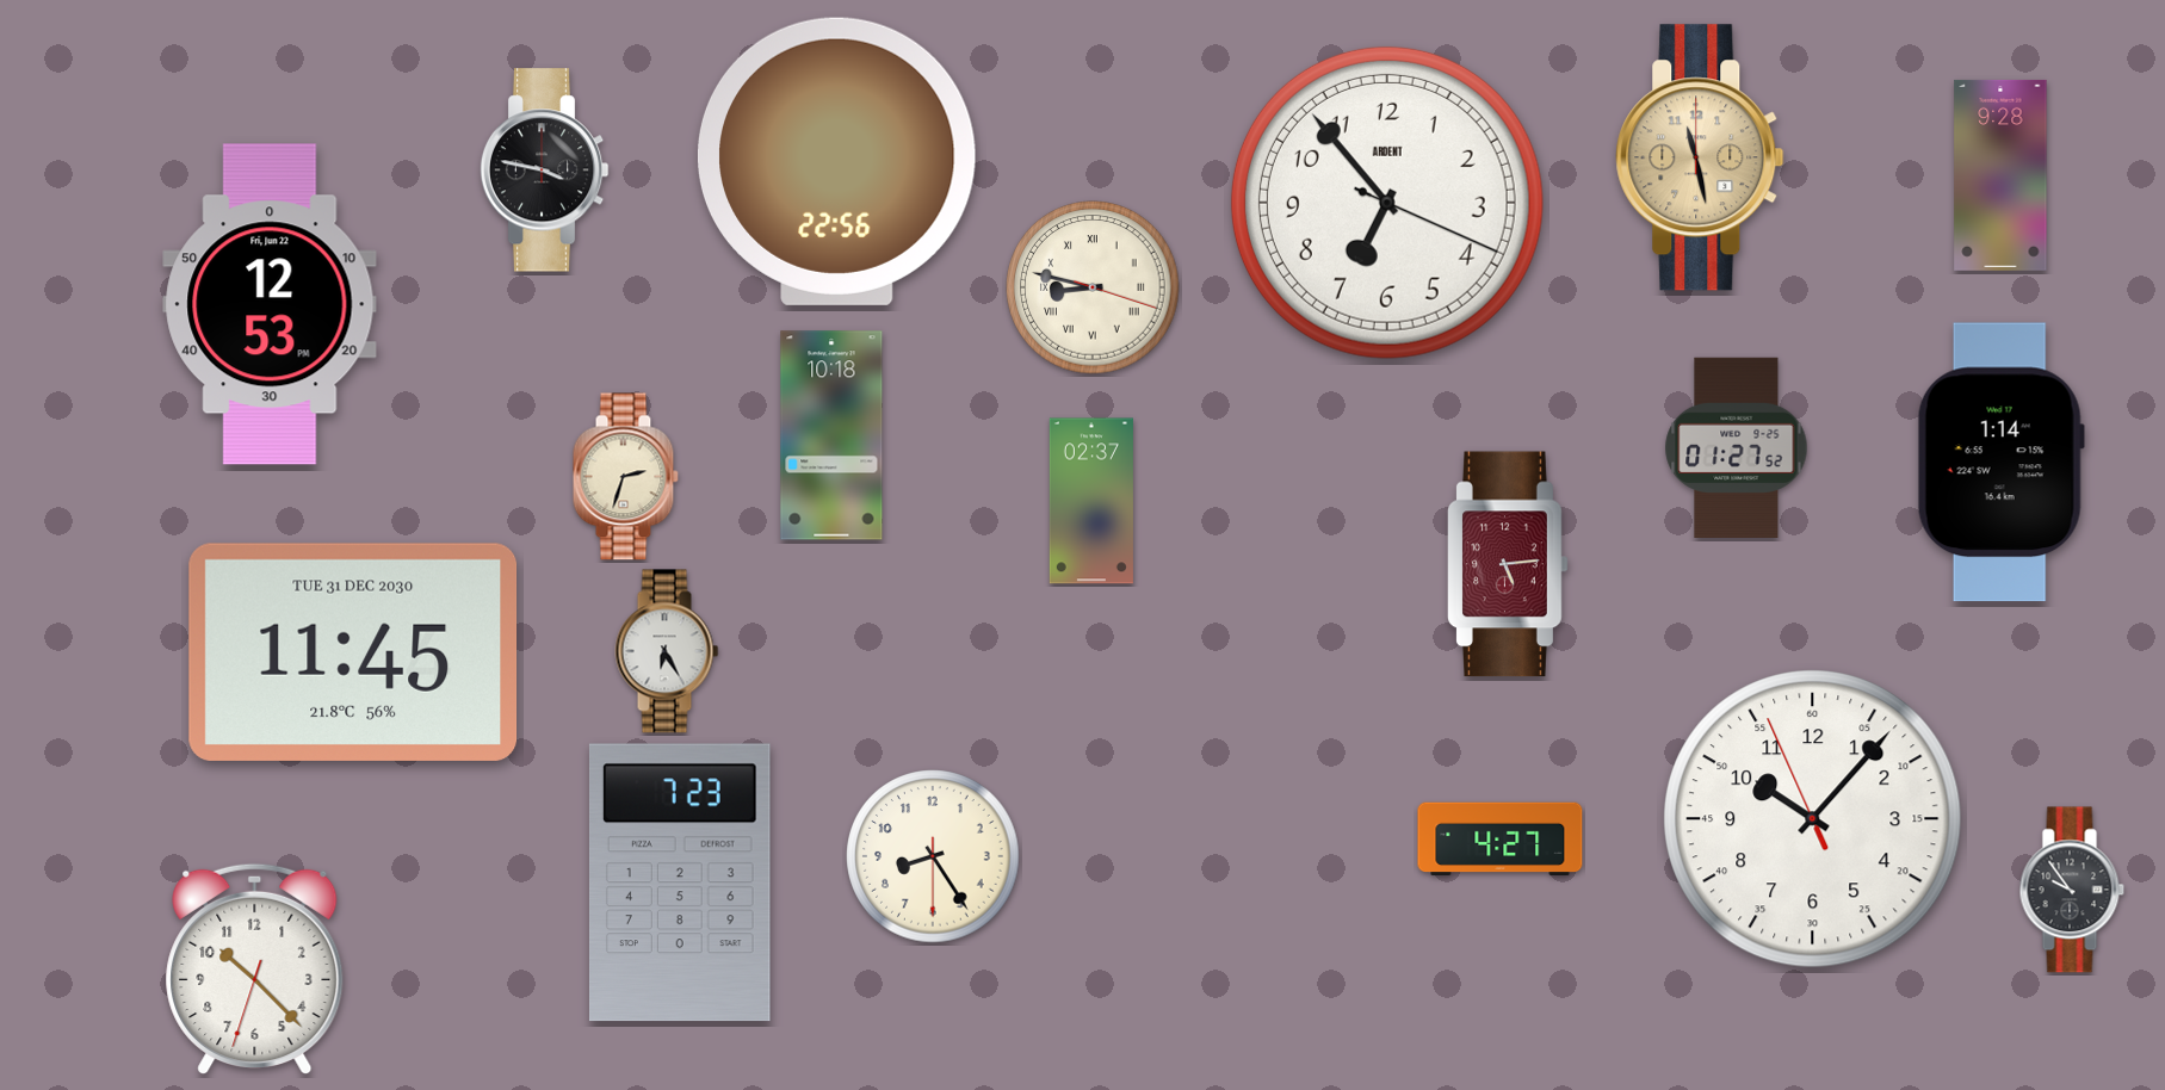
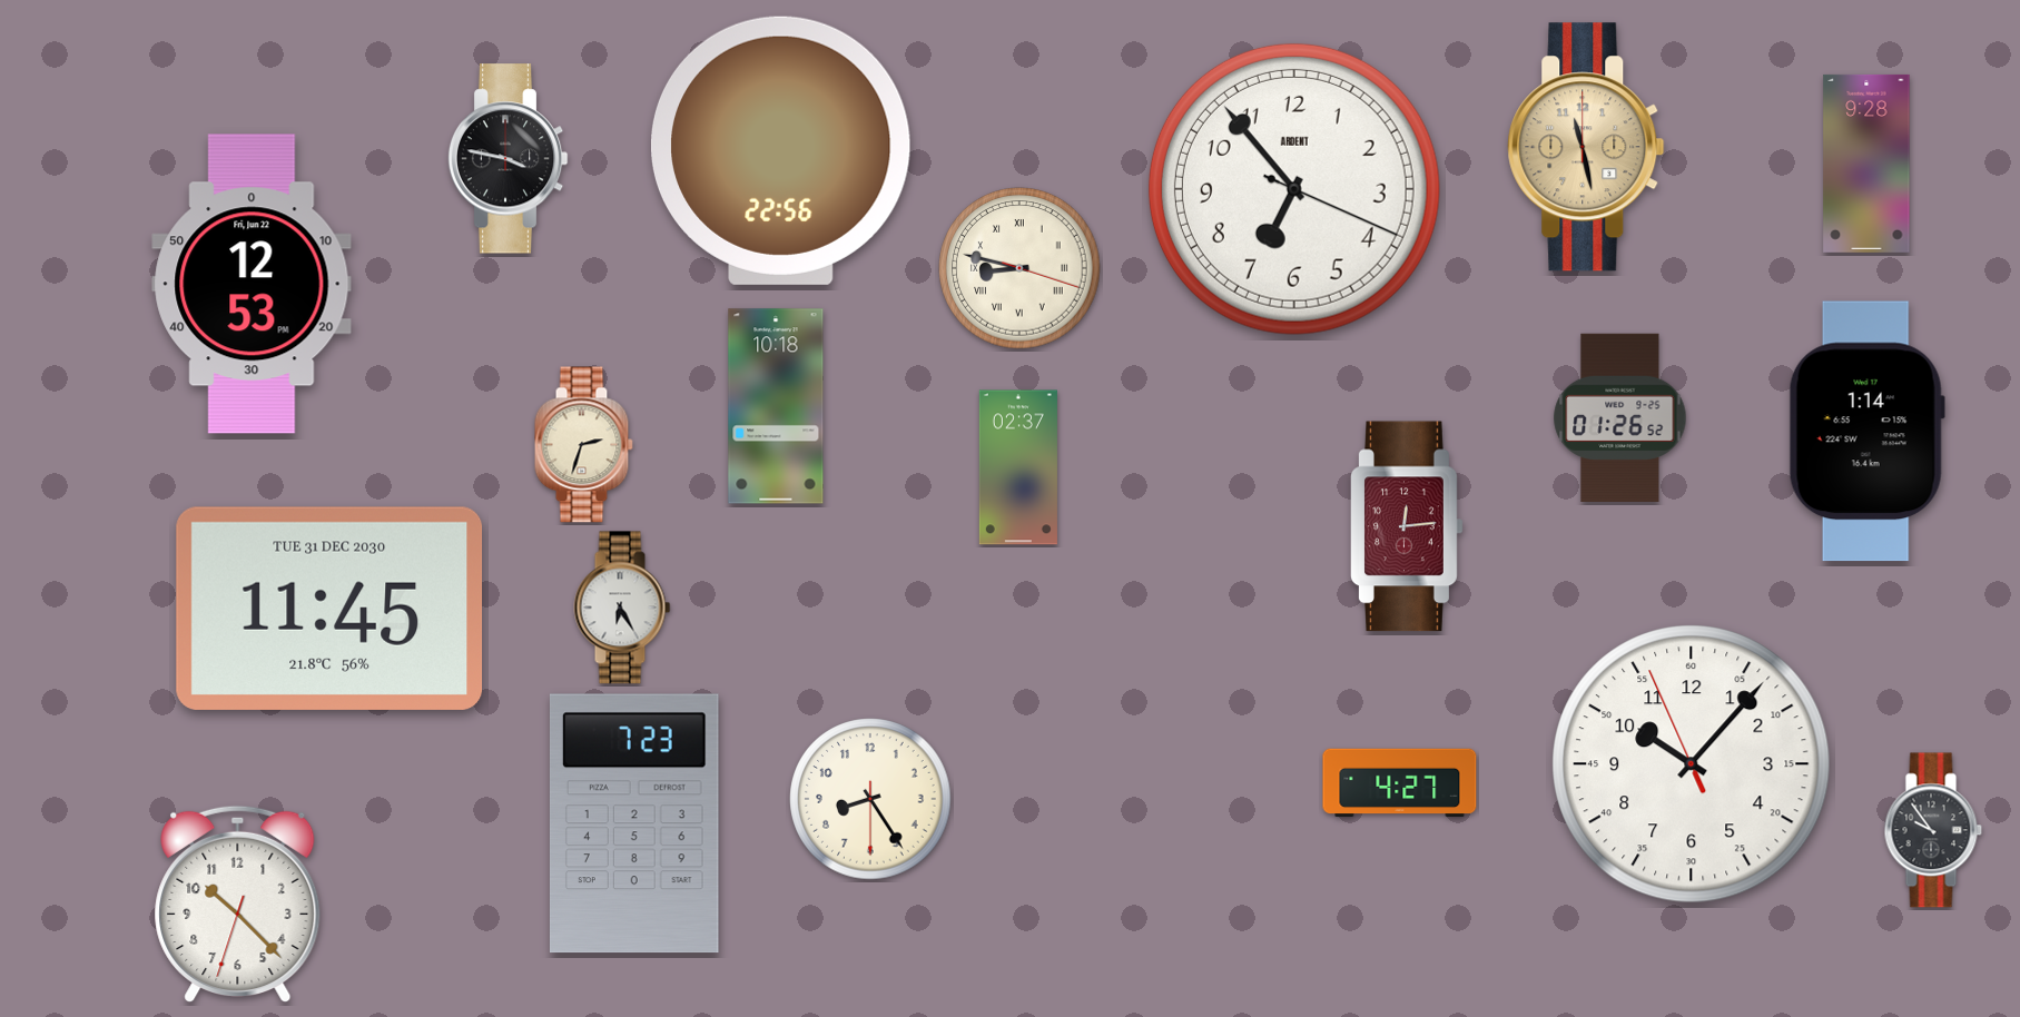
clock at (1737, 447): 01:27 -> 01:26
clock at (1508, 564): 5:14 -> 12:14
